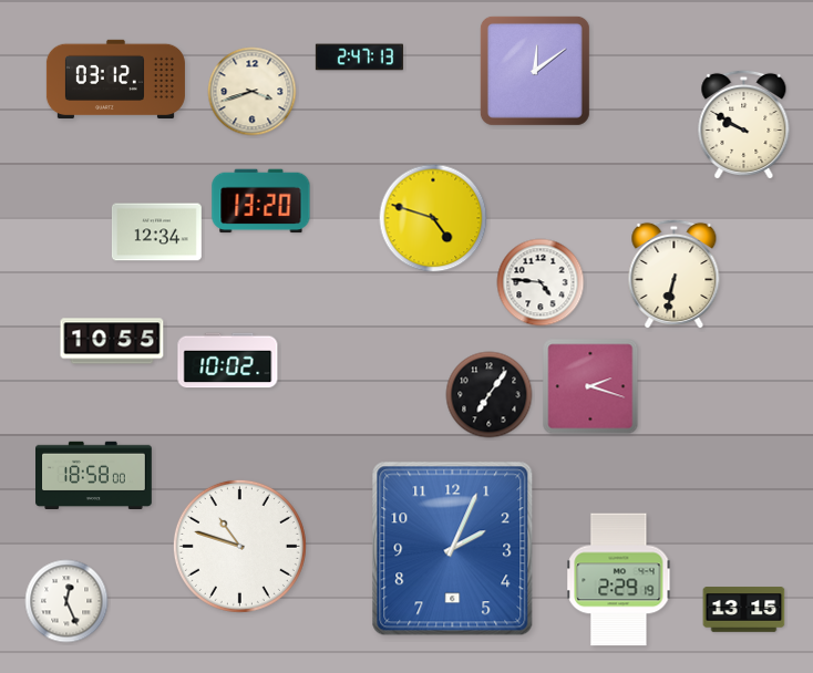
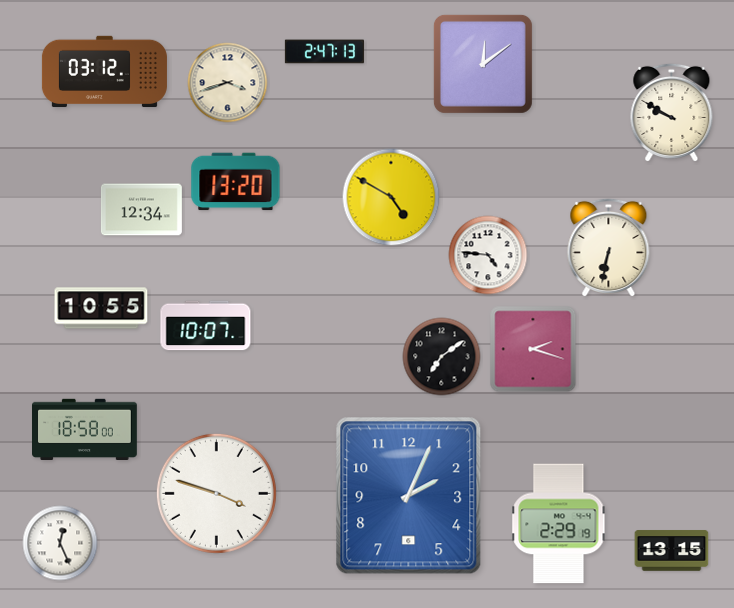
clock at (433, 218): 4:48 -> 4:50
clock at (228, 361): 10:02 -> 10:07
clock at (490, 395): 7:06 -> 7:09
clock at (239, 546): 10:48 -> 3:48
